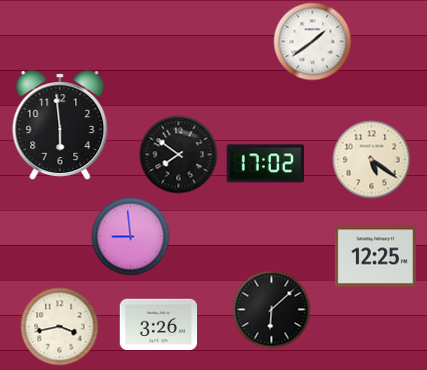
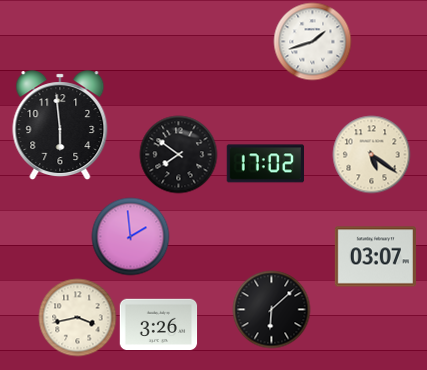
clock at (312, 41): 1:39 -> 1:42
clock at (371, 159) position: (371, 159) -> (371, 154)
clock at (130, 236): 8:59 -> 1:59
clock at (375, 257): 12:25 -> 03:07
clock at (59, 326) position: (59, 326) -> (77, 317)
